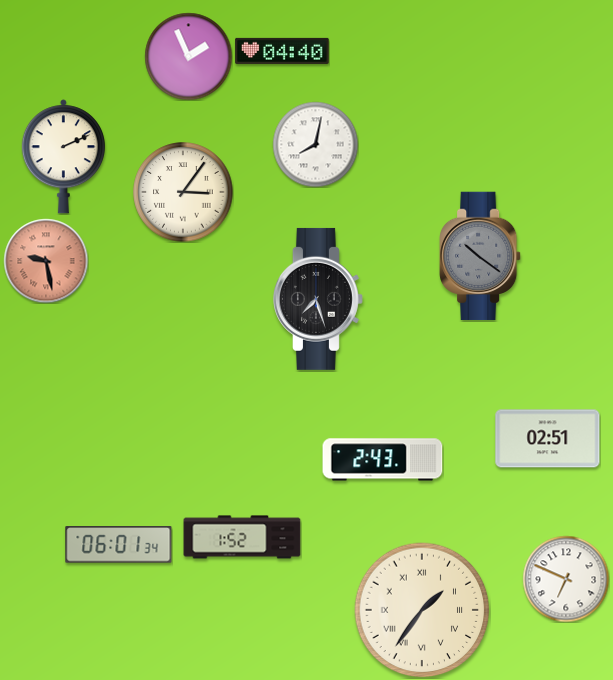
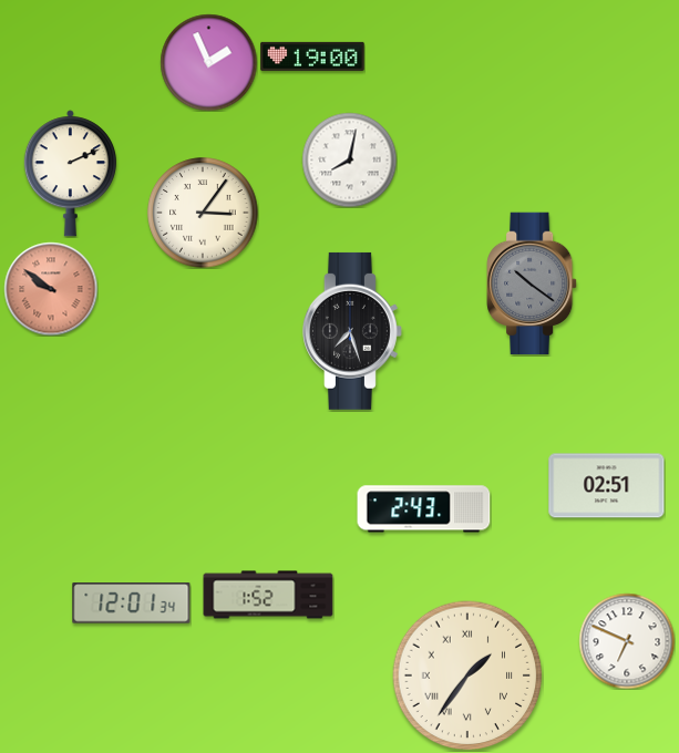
clock at (282, 51): 04:40 -> 19:00
clock at (46, 261): 9:28 -> 9:51
clock at (119, 545): 06:01 -> 12:01
